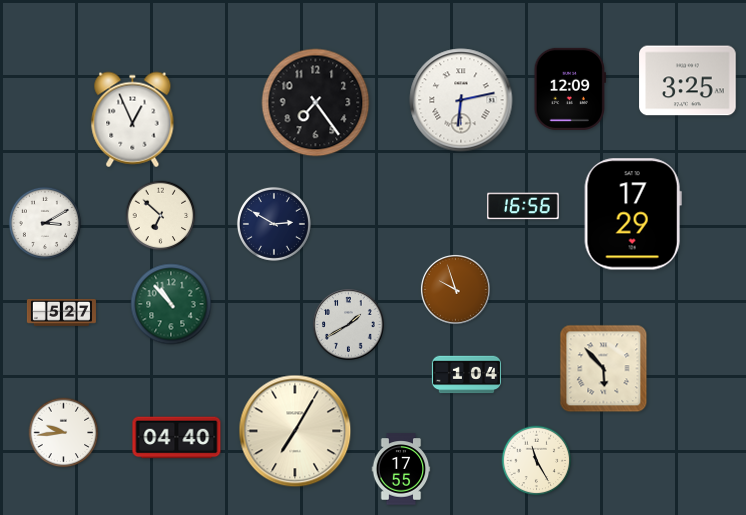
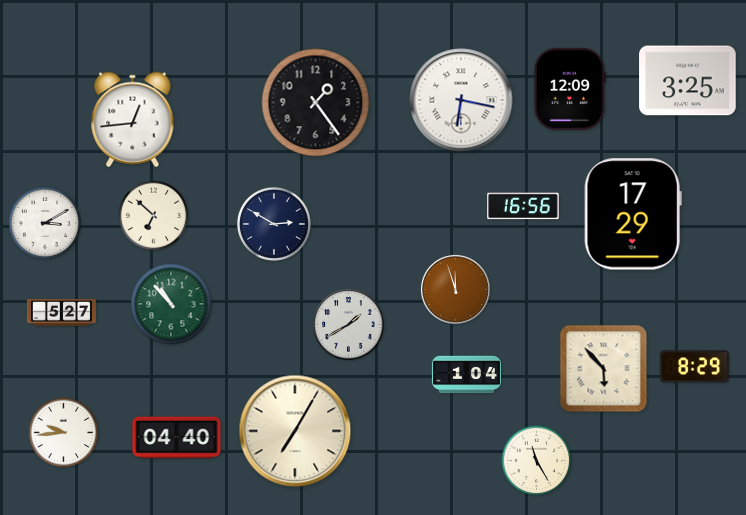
clock at (461, 100): 6:13 -> 6:17
clock at (316, 103): 7:24 -> 1:24
clock at (133, 120): 12:56 -> 12:44
clock at (161, 216) position: (161, 216) -> (154, 216)
clock at (455, 289): 9:57 -> 11:57
clock at (694, 367): none -> 8:29
clock at (401, 469): 17:55 -> none
